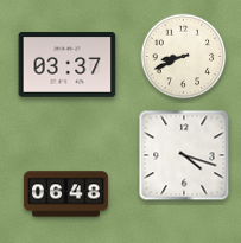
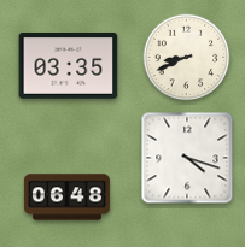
clock at (68, 65): 03:37 -> 03:35
